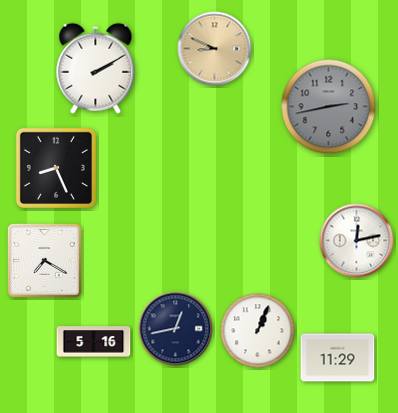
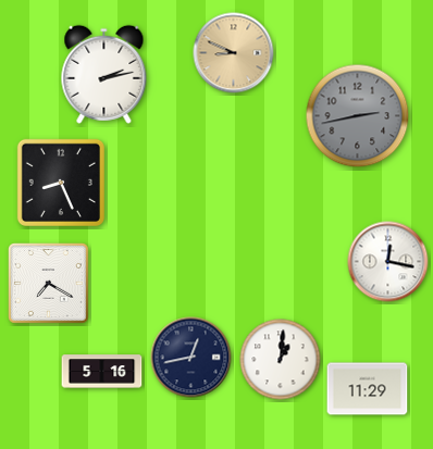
clock at (96, 68): 2:10 -> 2:13
clock at (357, 241): 12:13 -> 12:17
clock at (258, 331): 1:04 -> 1:01
